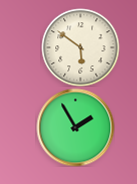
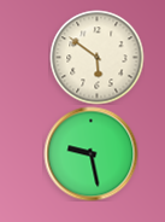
clock at (75, 127): 1:55 -> 9:28
